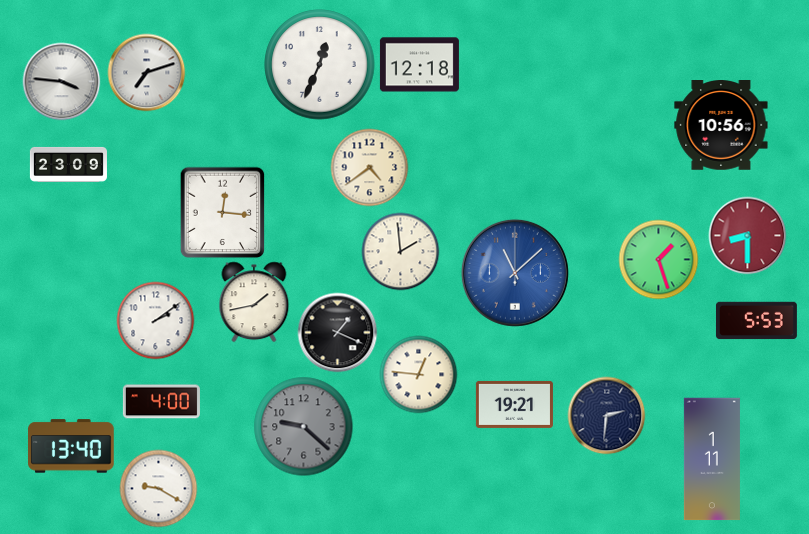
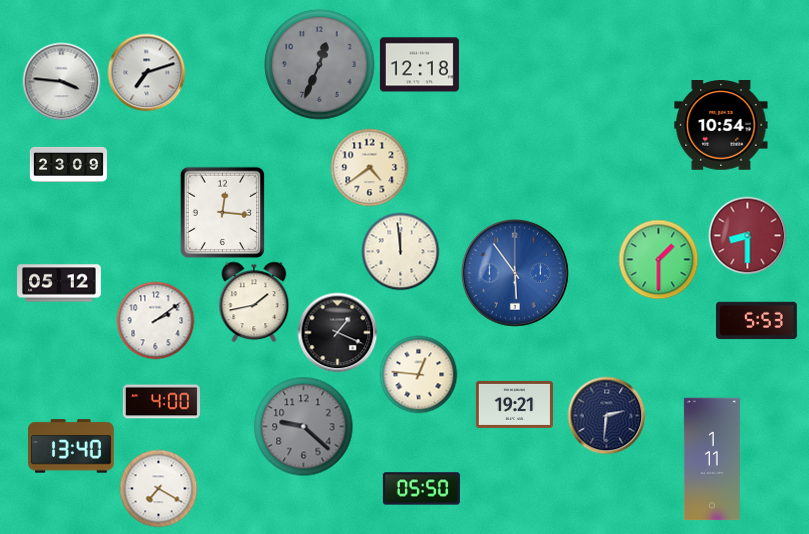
clock at (320, 65) dial: white -> grey
clock at (721, 126): 10:56 -> 10:54
clock at (400, 251): 1:59 -> 11:59
clock at (658, 259): 1:27 -> 1:30
clock at (515, 273): 11:08 -> 5:54
clock at (60, 283): none -> 05:12
clock at (158, 488): 9:20 -> 7:20
clock at (421, 489): none -> 05:50
